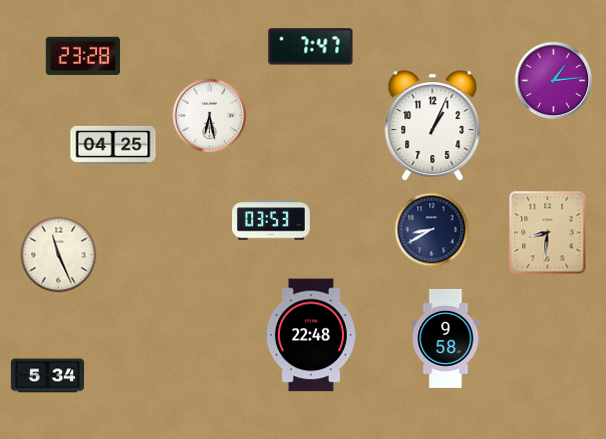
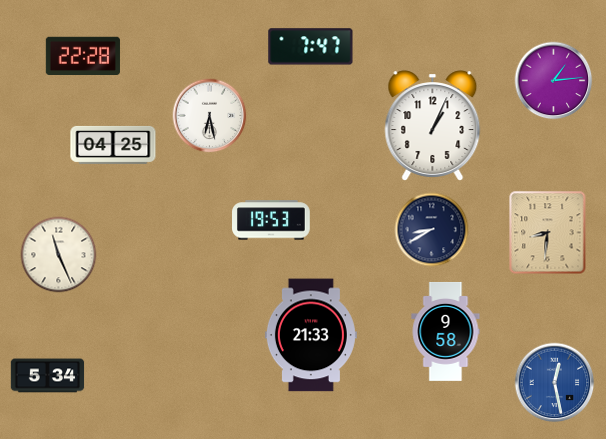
clock at (83, 56): 23:28 -> 22:28
clock at (272, 220): 03:53 -> 19:53
clock at (311, 335): 22:48 -> 21:33
clock at (446, 338) position: (446, 338) -> (446, 331)
clock at (555, 383): none -> 12:28
